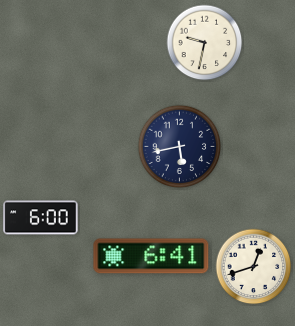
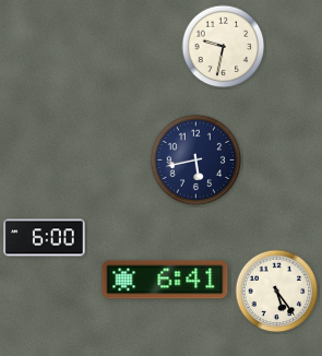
clock at (254, 267): 12:42 -> 5:24
